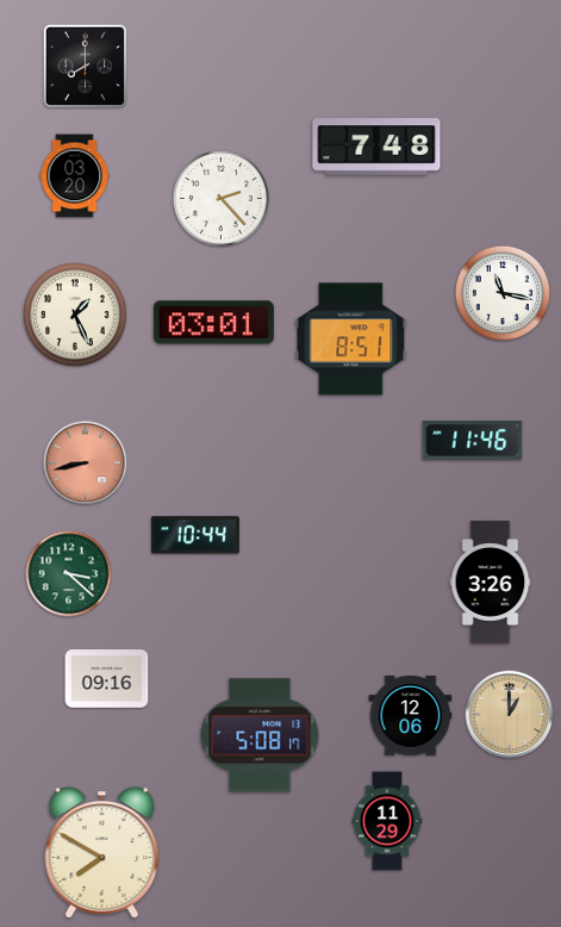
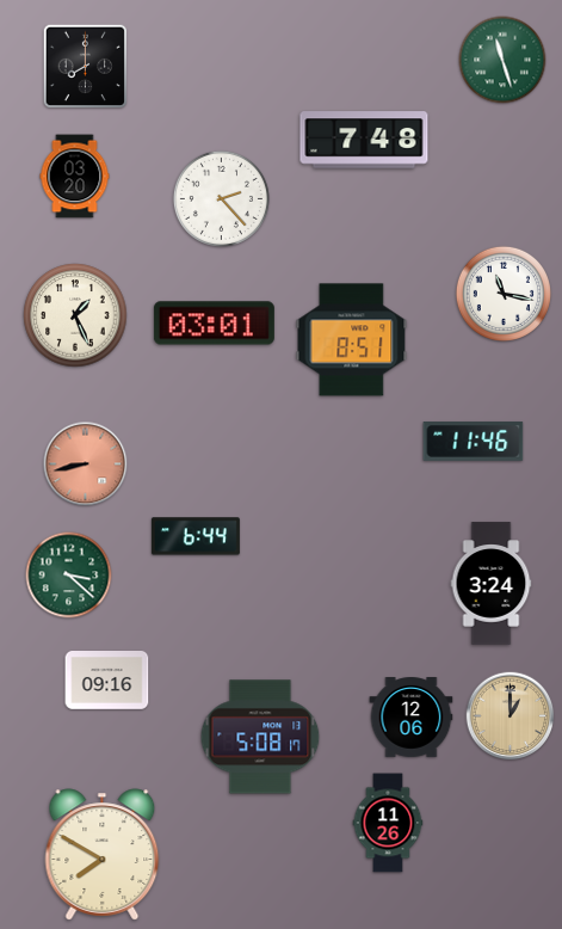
clock at (502, 60): none -> 11:27
clock at (376, 147) position: (376, 147) -> (364, 140)
clock at (195, 535): 10:44 -> 6:44
clock at (491, 583): 3:26 -> 3:24
clock at (387, 821): 11:29 -> 11:26
